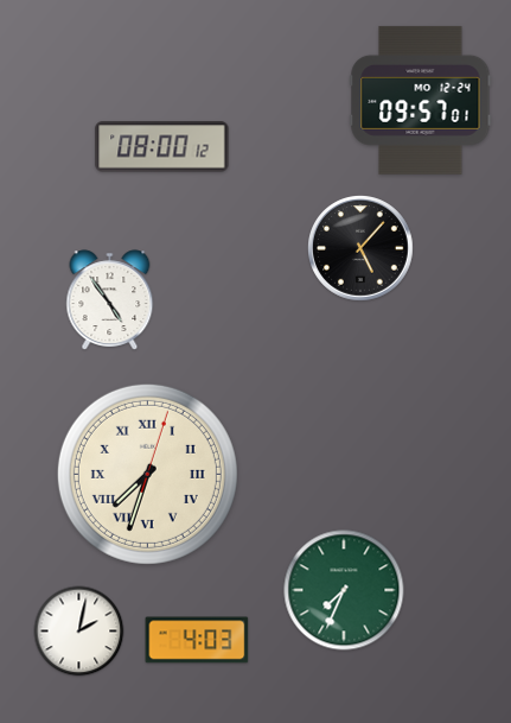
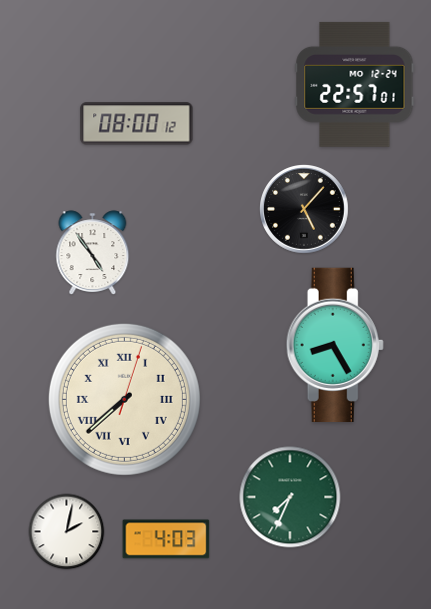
clock at (421, 100): 09:57 -> 22:57
clock at (335, 344): none -> 8:25
clock at (147, 474): 7:33 -> 7:38
